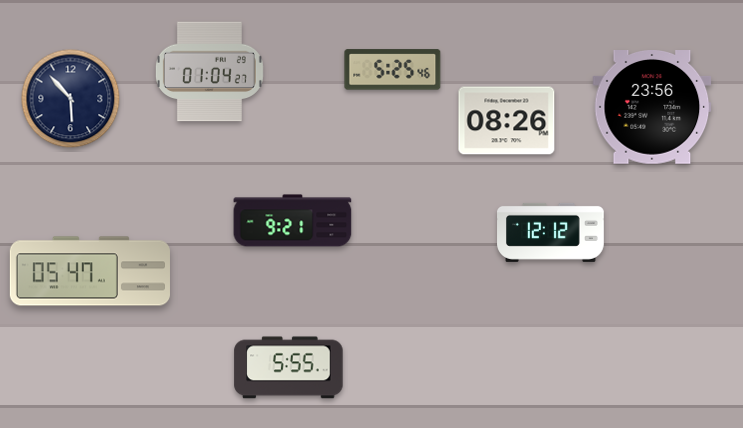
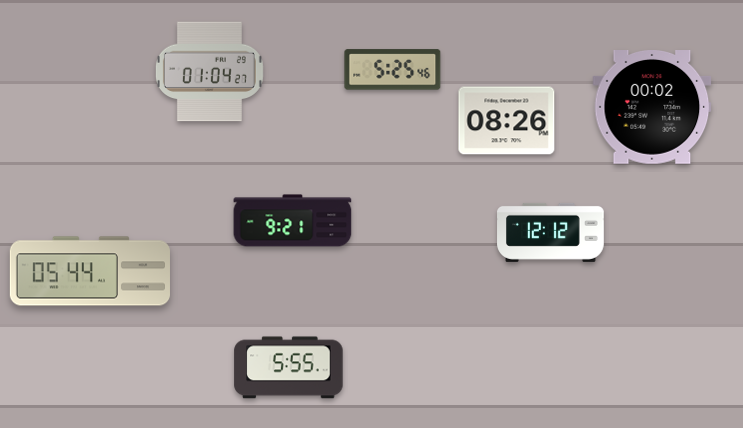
clock at (71, 99): 5:53 -> none
clock at (652, 108): 23:56 -> 00:02
clock at (90, 271): 05:47 -> 05:44
